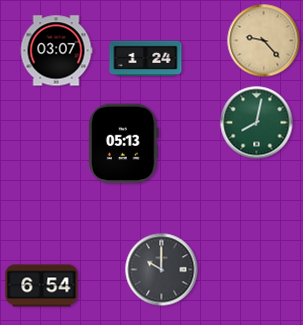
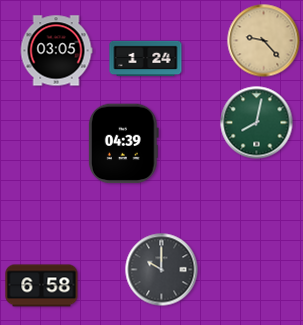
clock at (56, 51): 03:07 -> 03:05
clock at (123, 144): 05:13 -> 04:39
clock at (42, 286): 6:54 -> 6:58
